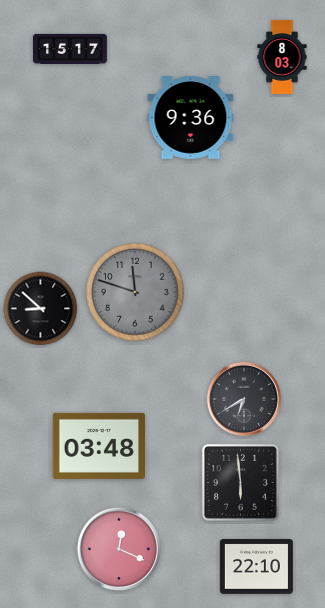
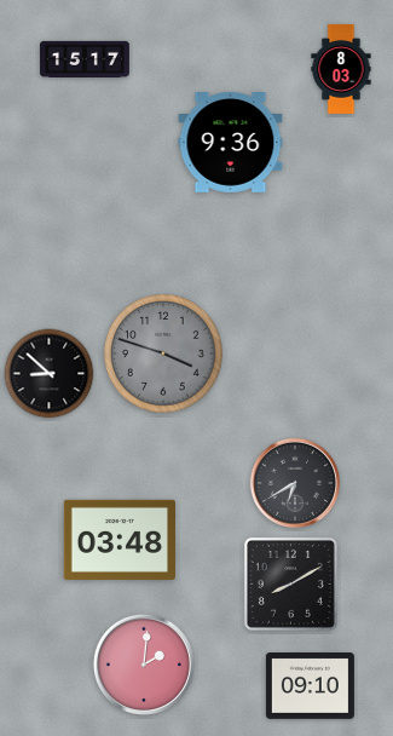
clock at (135, 292): 11:48 -> 3:48
clock at (240, 482): 5:59 -> 8:10
clock at (119, 549): 12:19 -> 2:01
clock at (256, 567): 22:10 -> 09:10
